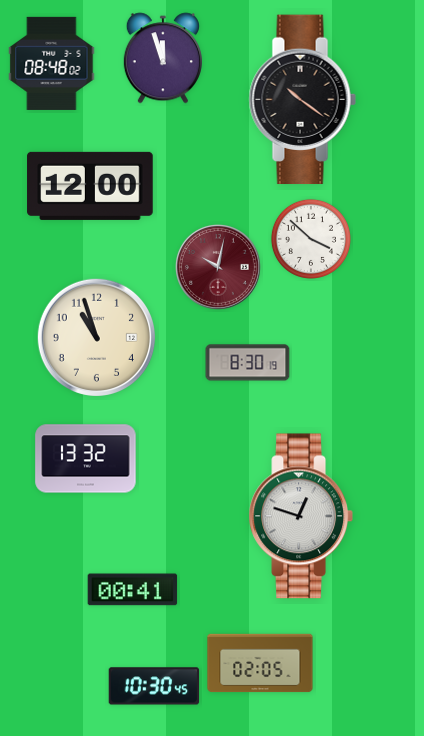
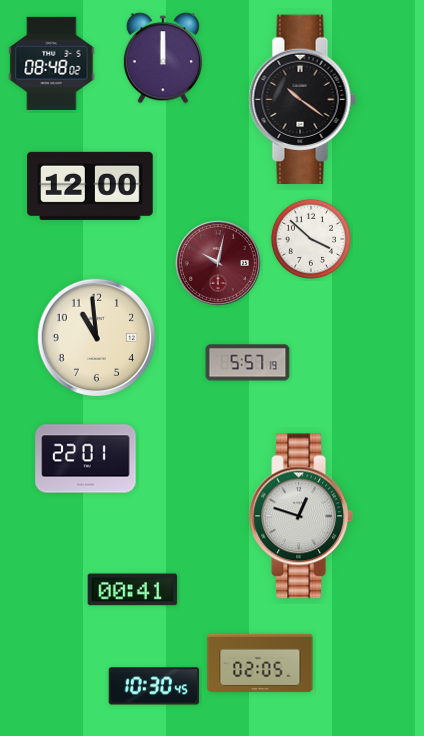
clock at (163, 58): 11:57 -> 12:00
clock at (218, 267) position: (218, 267) -> (218, 263)
clock at (96, 337): 10:57 -> 10:59
clock at (248, 363): 8:30 -> 5:57
clock at (86, 459): 13:32 -> 22:01
